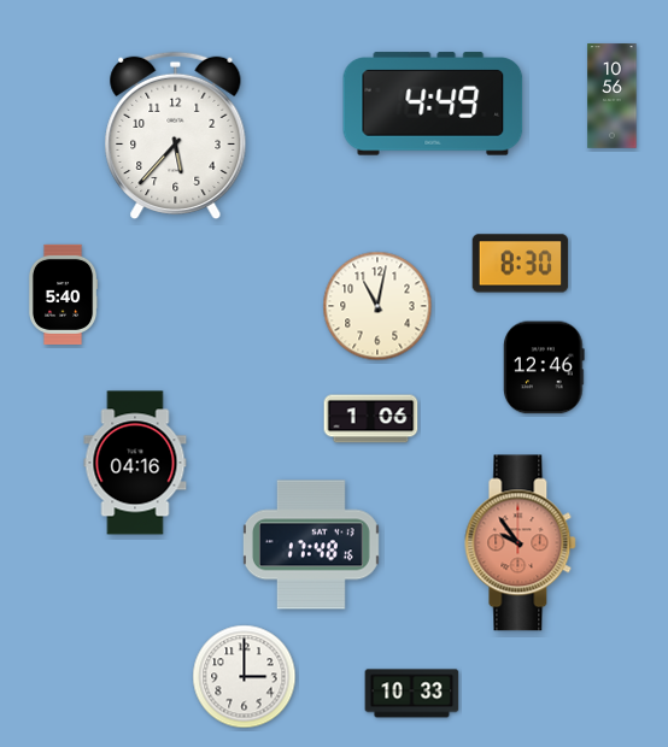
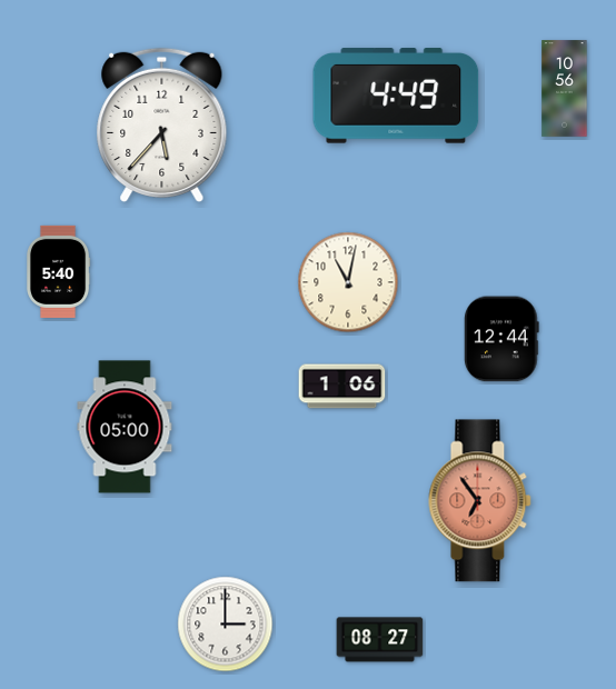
clock at (433, 104) position: (433, 104) -> (396, 96)
clock at (521, 264): 8:30 -> none
clock at (544, 367): 12:46 -> 12:44
clock at (135, 463): 04:16 -> 05:00
clock at (521, 543): 9:54 -> 6:54
clock at (311, 545): 17:48 -> none
clock at (412, 694): 10:33 -> 08:27
